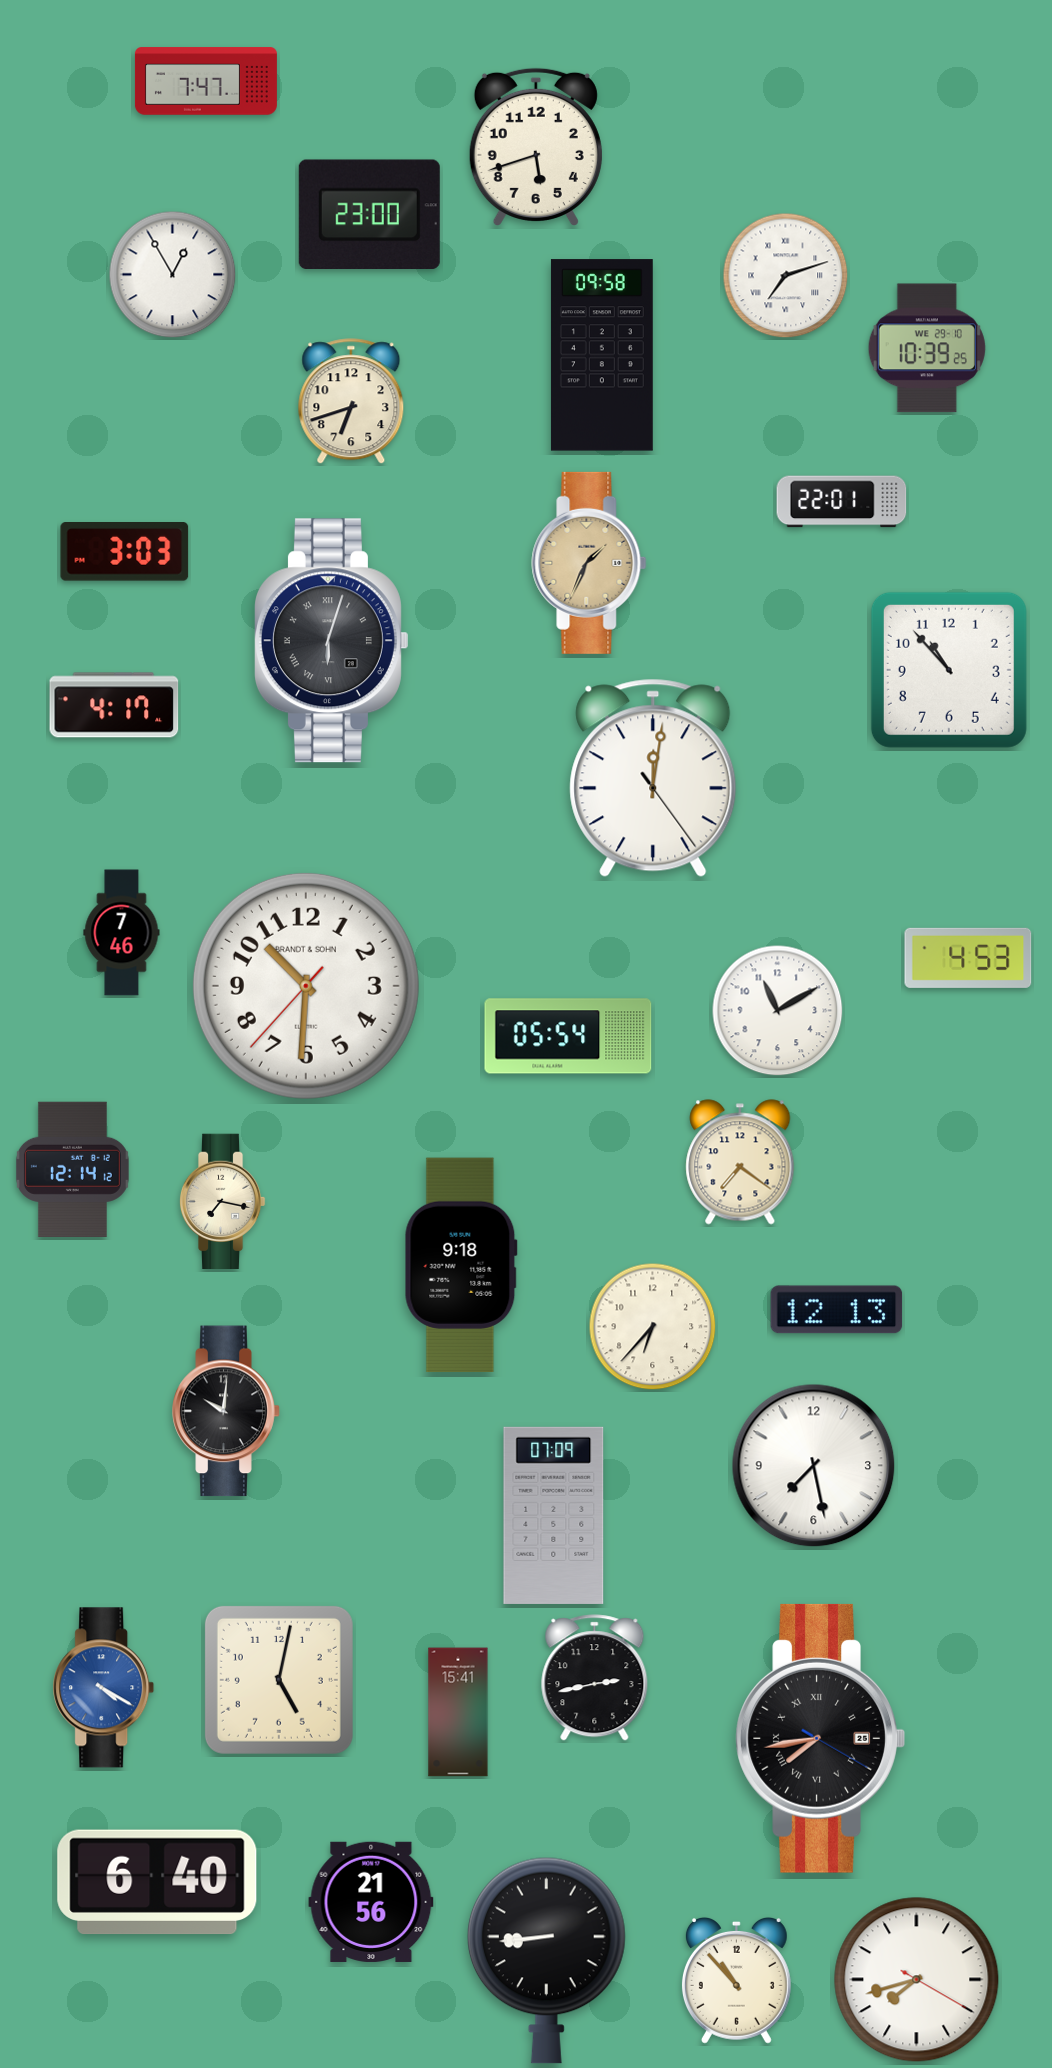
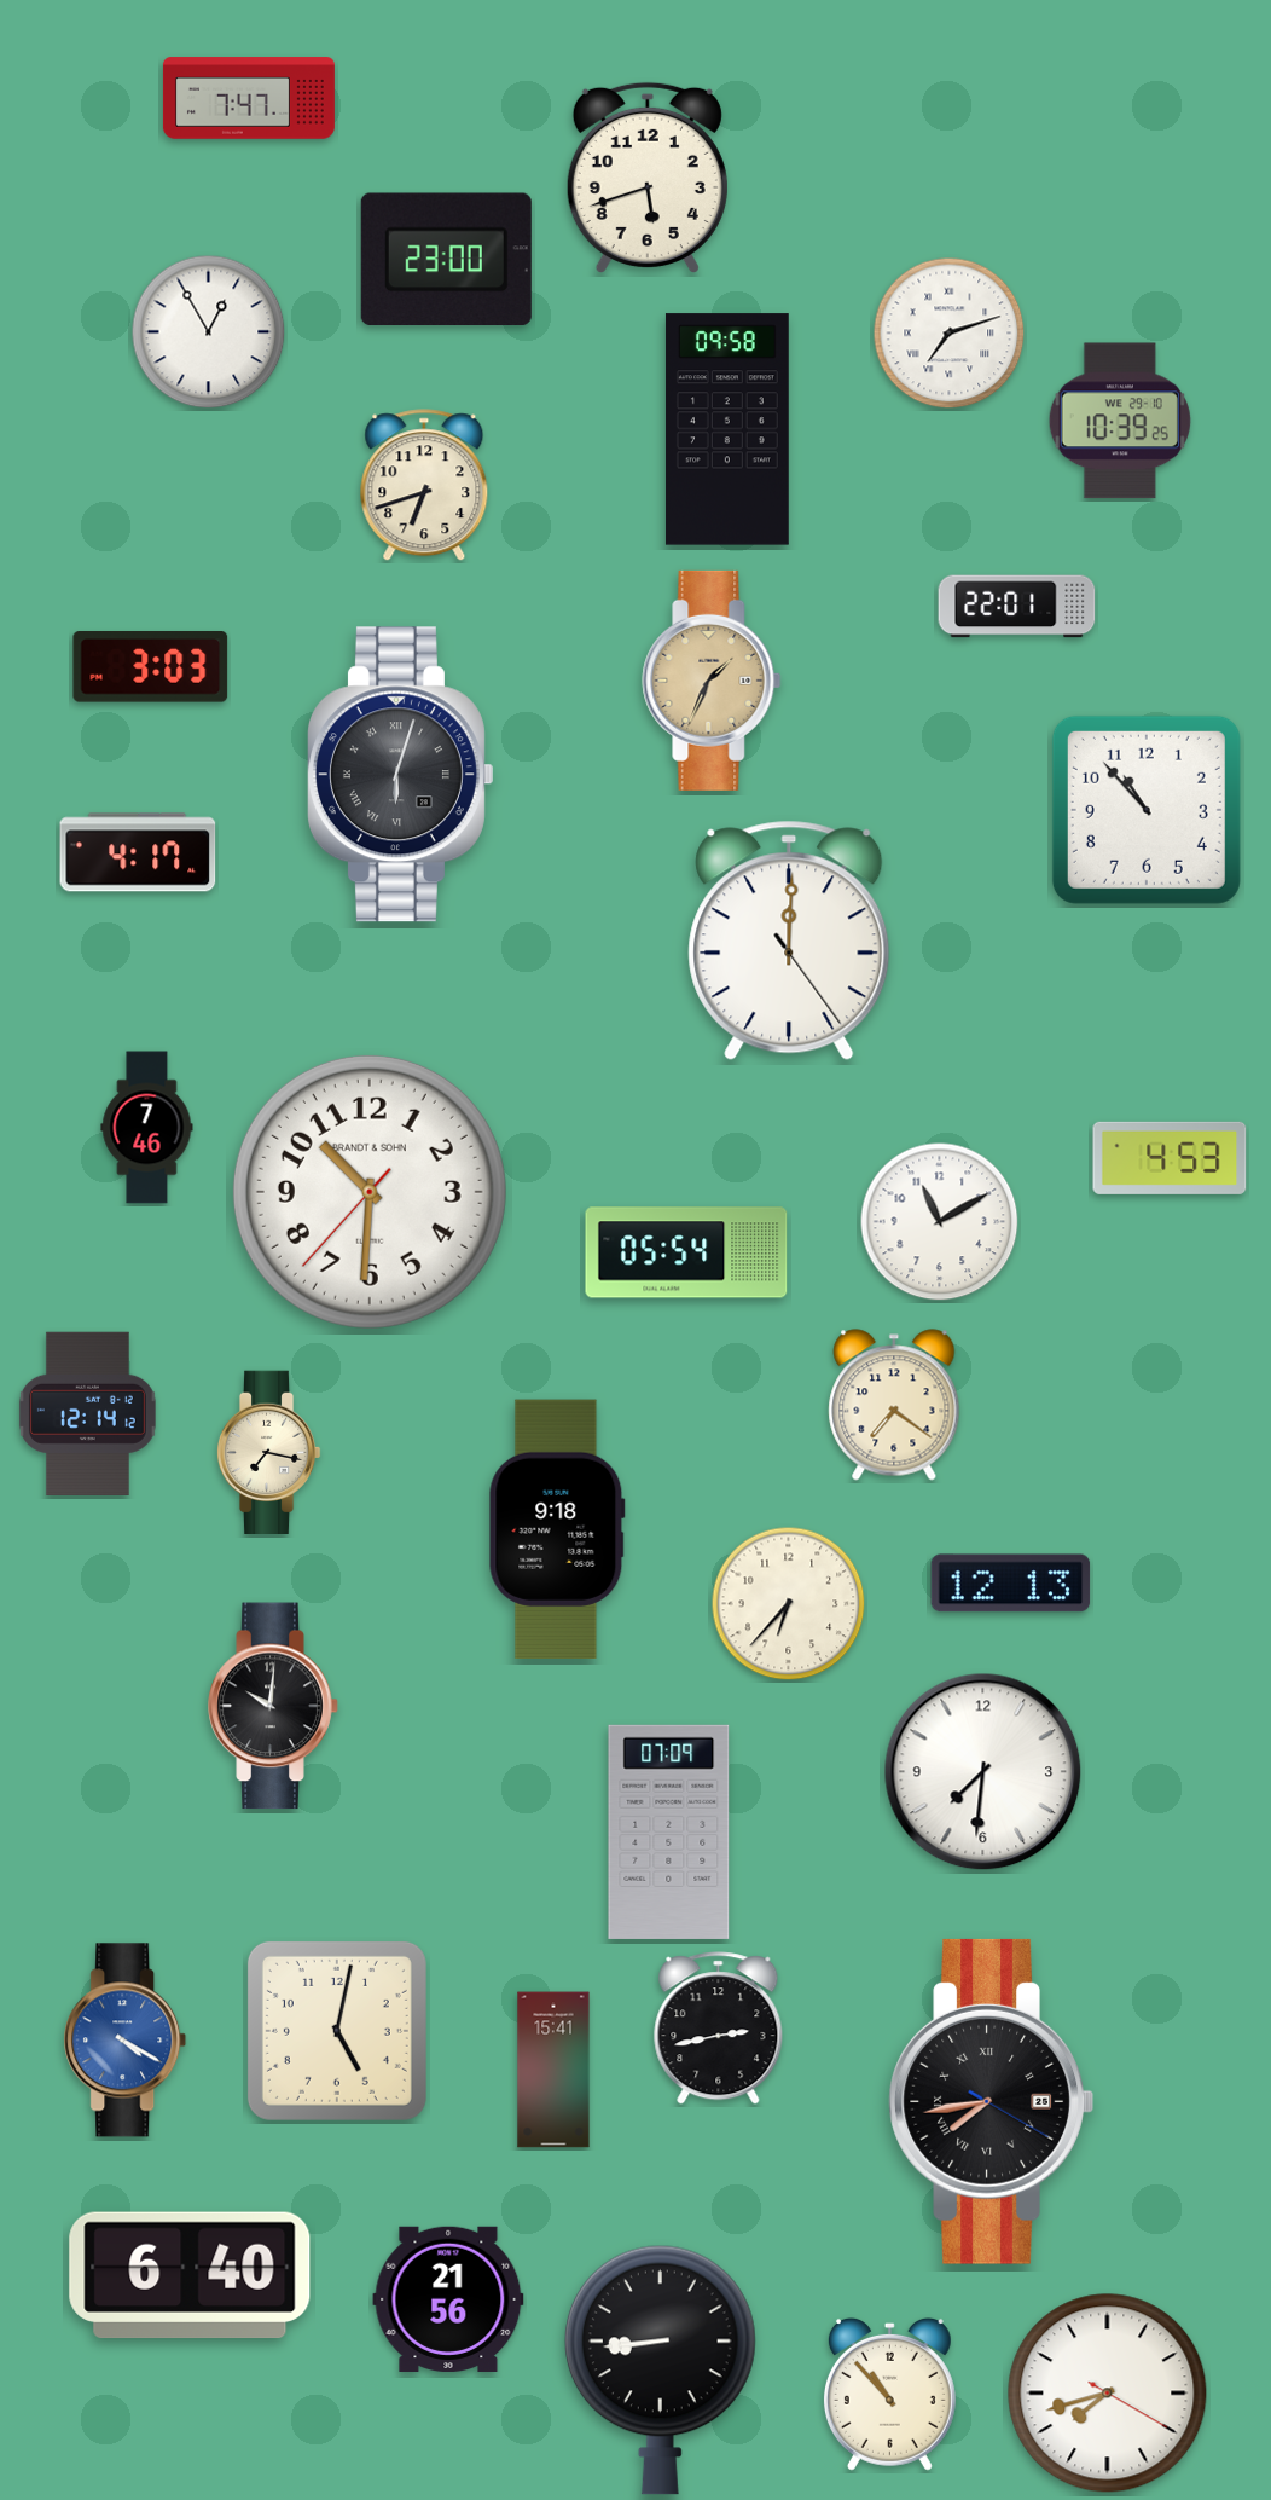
clock at (653, 778): 12:01 -> 12:00
clock at (814, 1466): 7:28 -> 7:31
